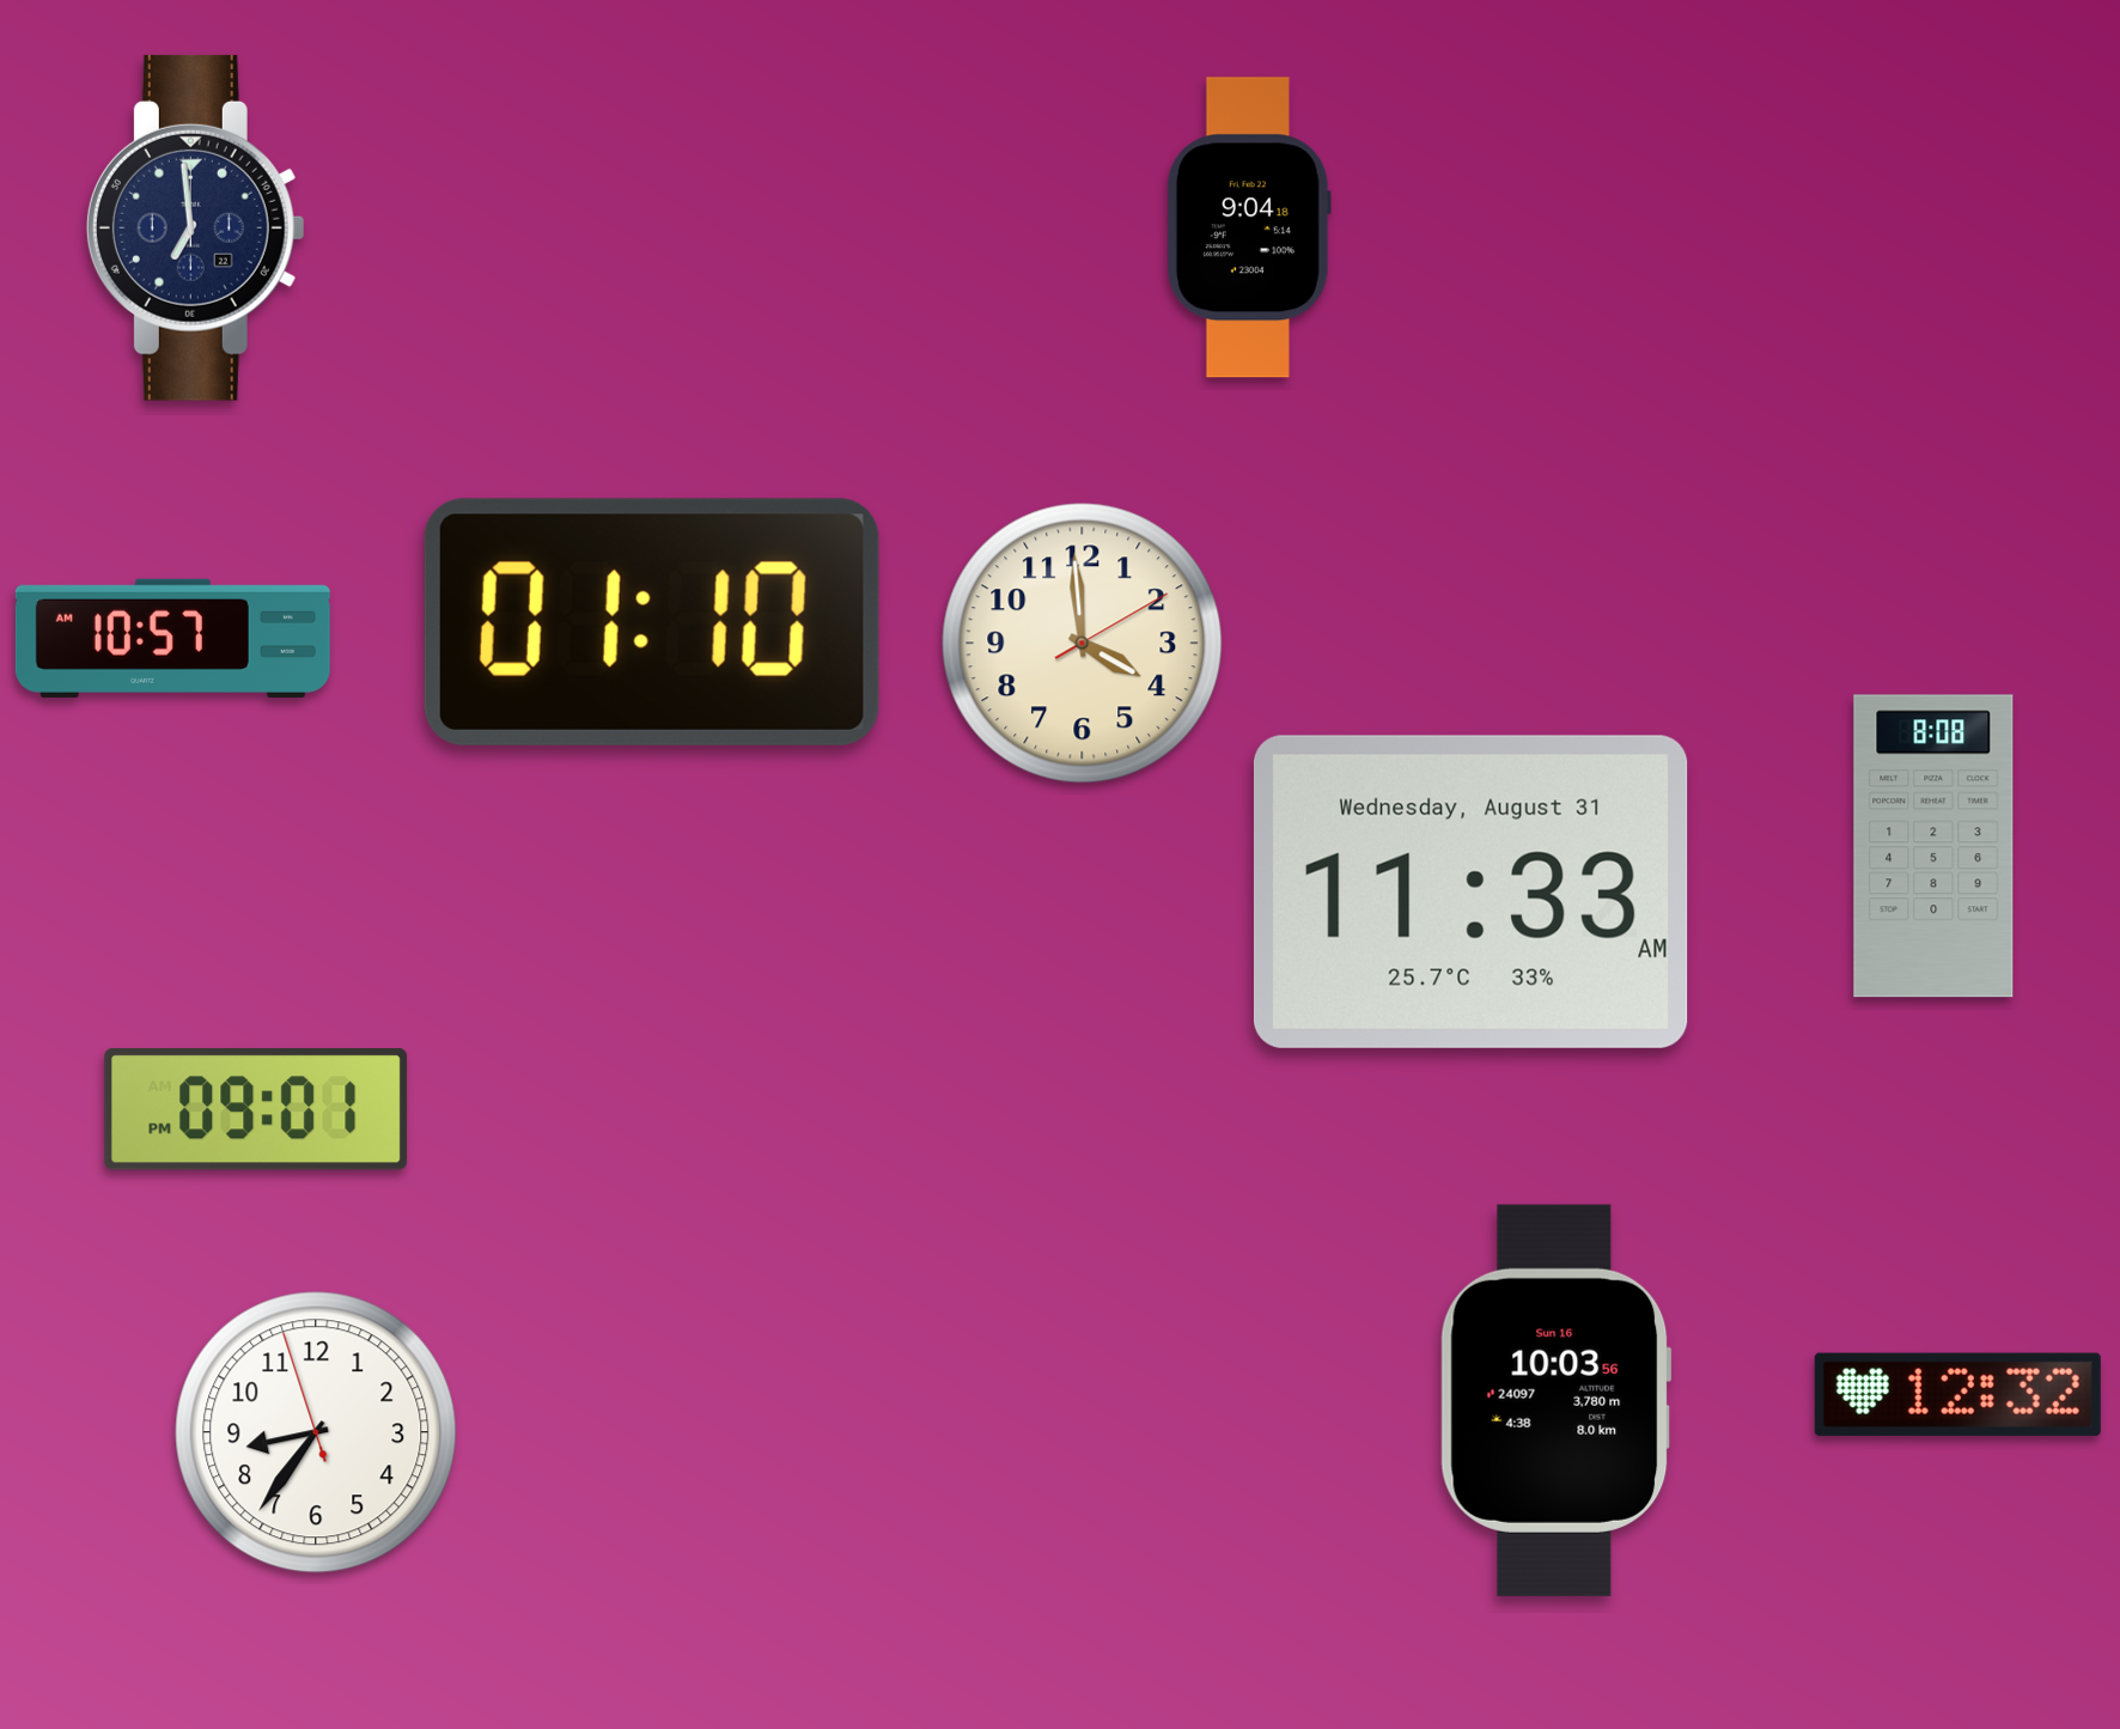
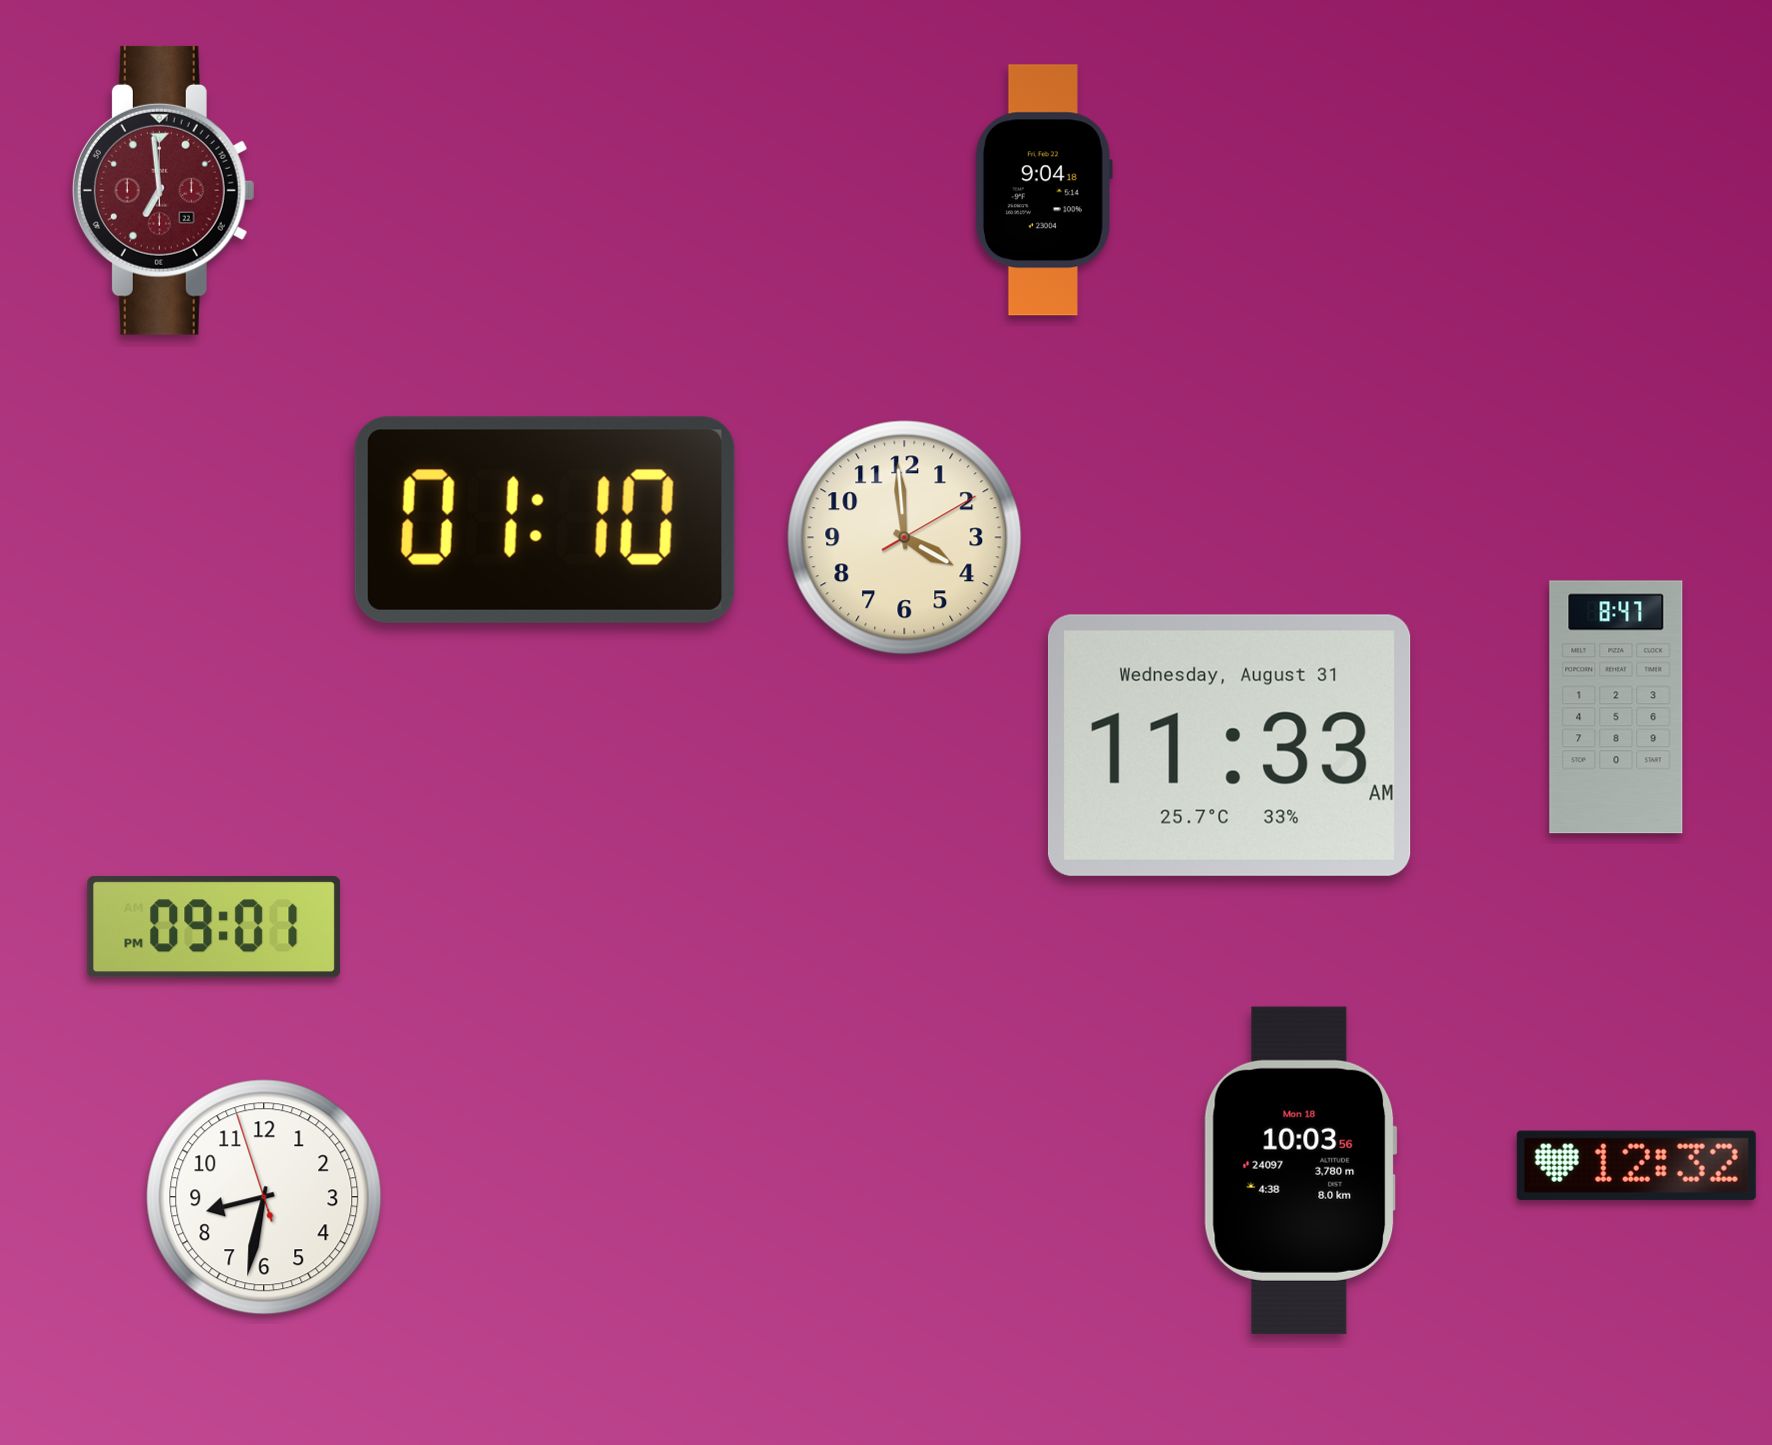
clock at (195, 227) dial: navy -> burgundy
clock at (172, 638): 10:57 -> none
clock at (1933, 846): 8:08 -> 8:47
clock at (1555, 1400) date: Sun 16 -> Mon 18
clock at (316, 1432): 8:35 -> 8:31
